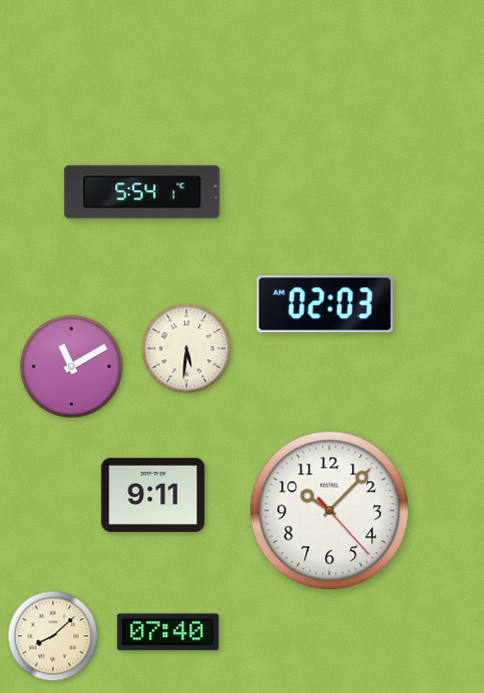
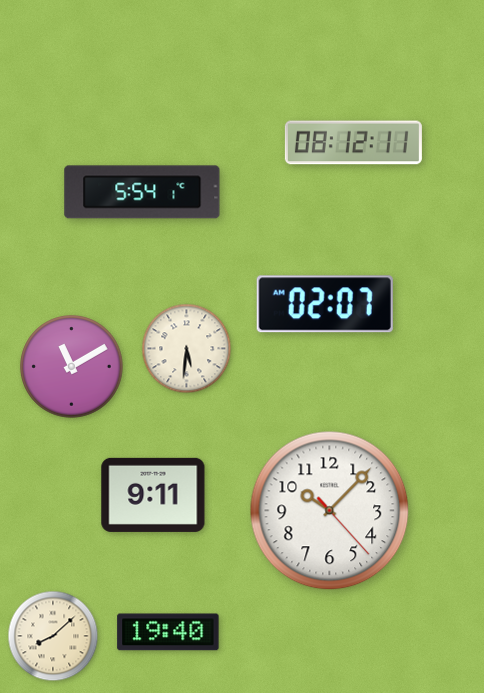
clock at (353, 143): none -> 08:12
clock at (325, 304): 02:03 -> 02:07
clock at (168, 632): 07:40 -> 19:40
